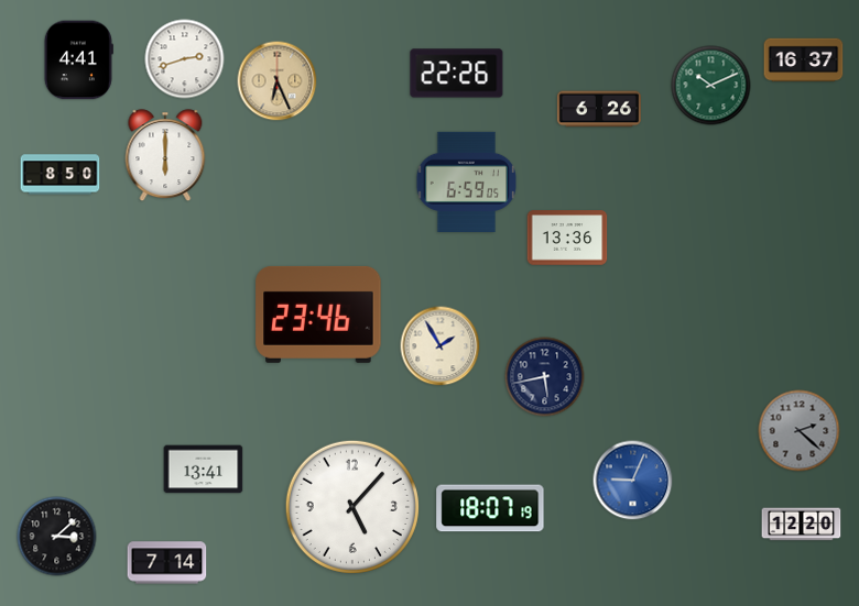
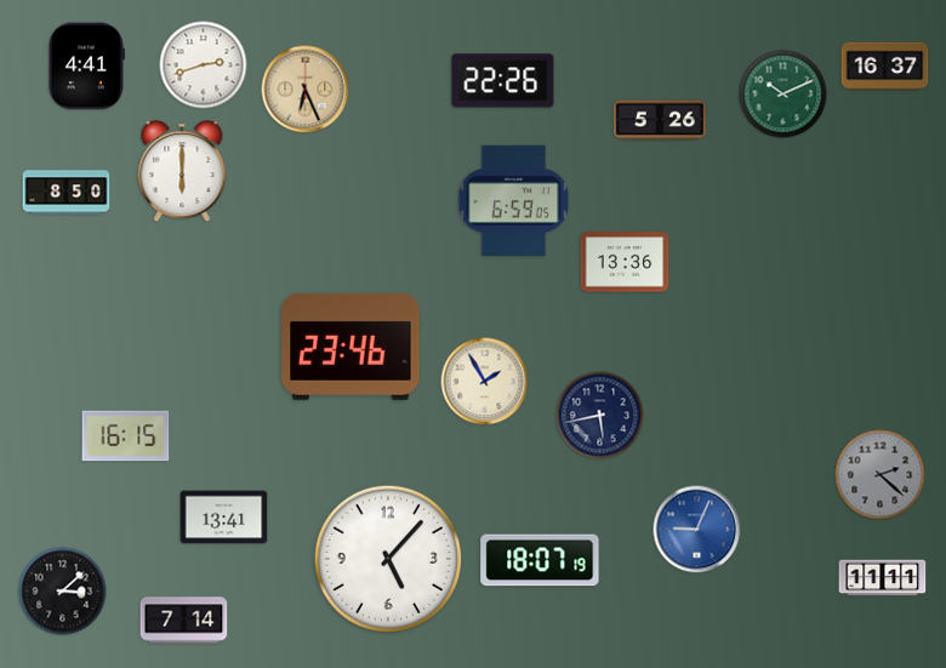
clock at (599, 109): 6:26 -> 5:26
clock at (126, 436): none -> 16:15
clock at (802, 525): 12:20 -> 11:11
